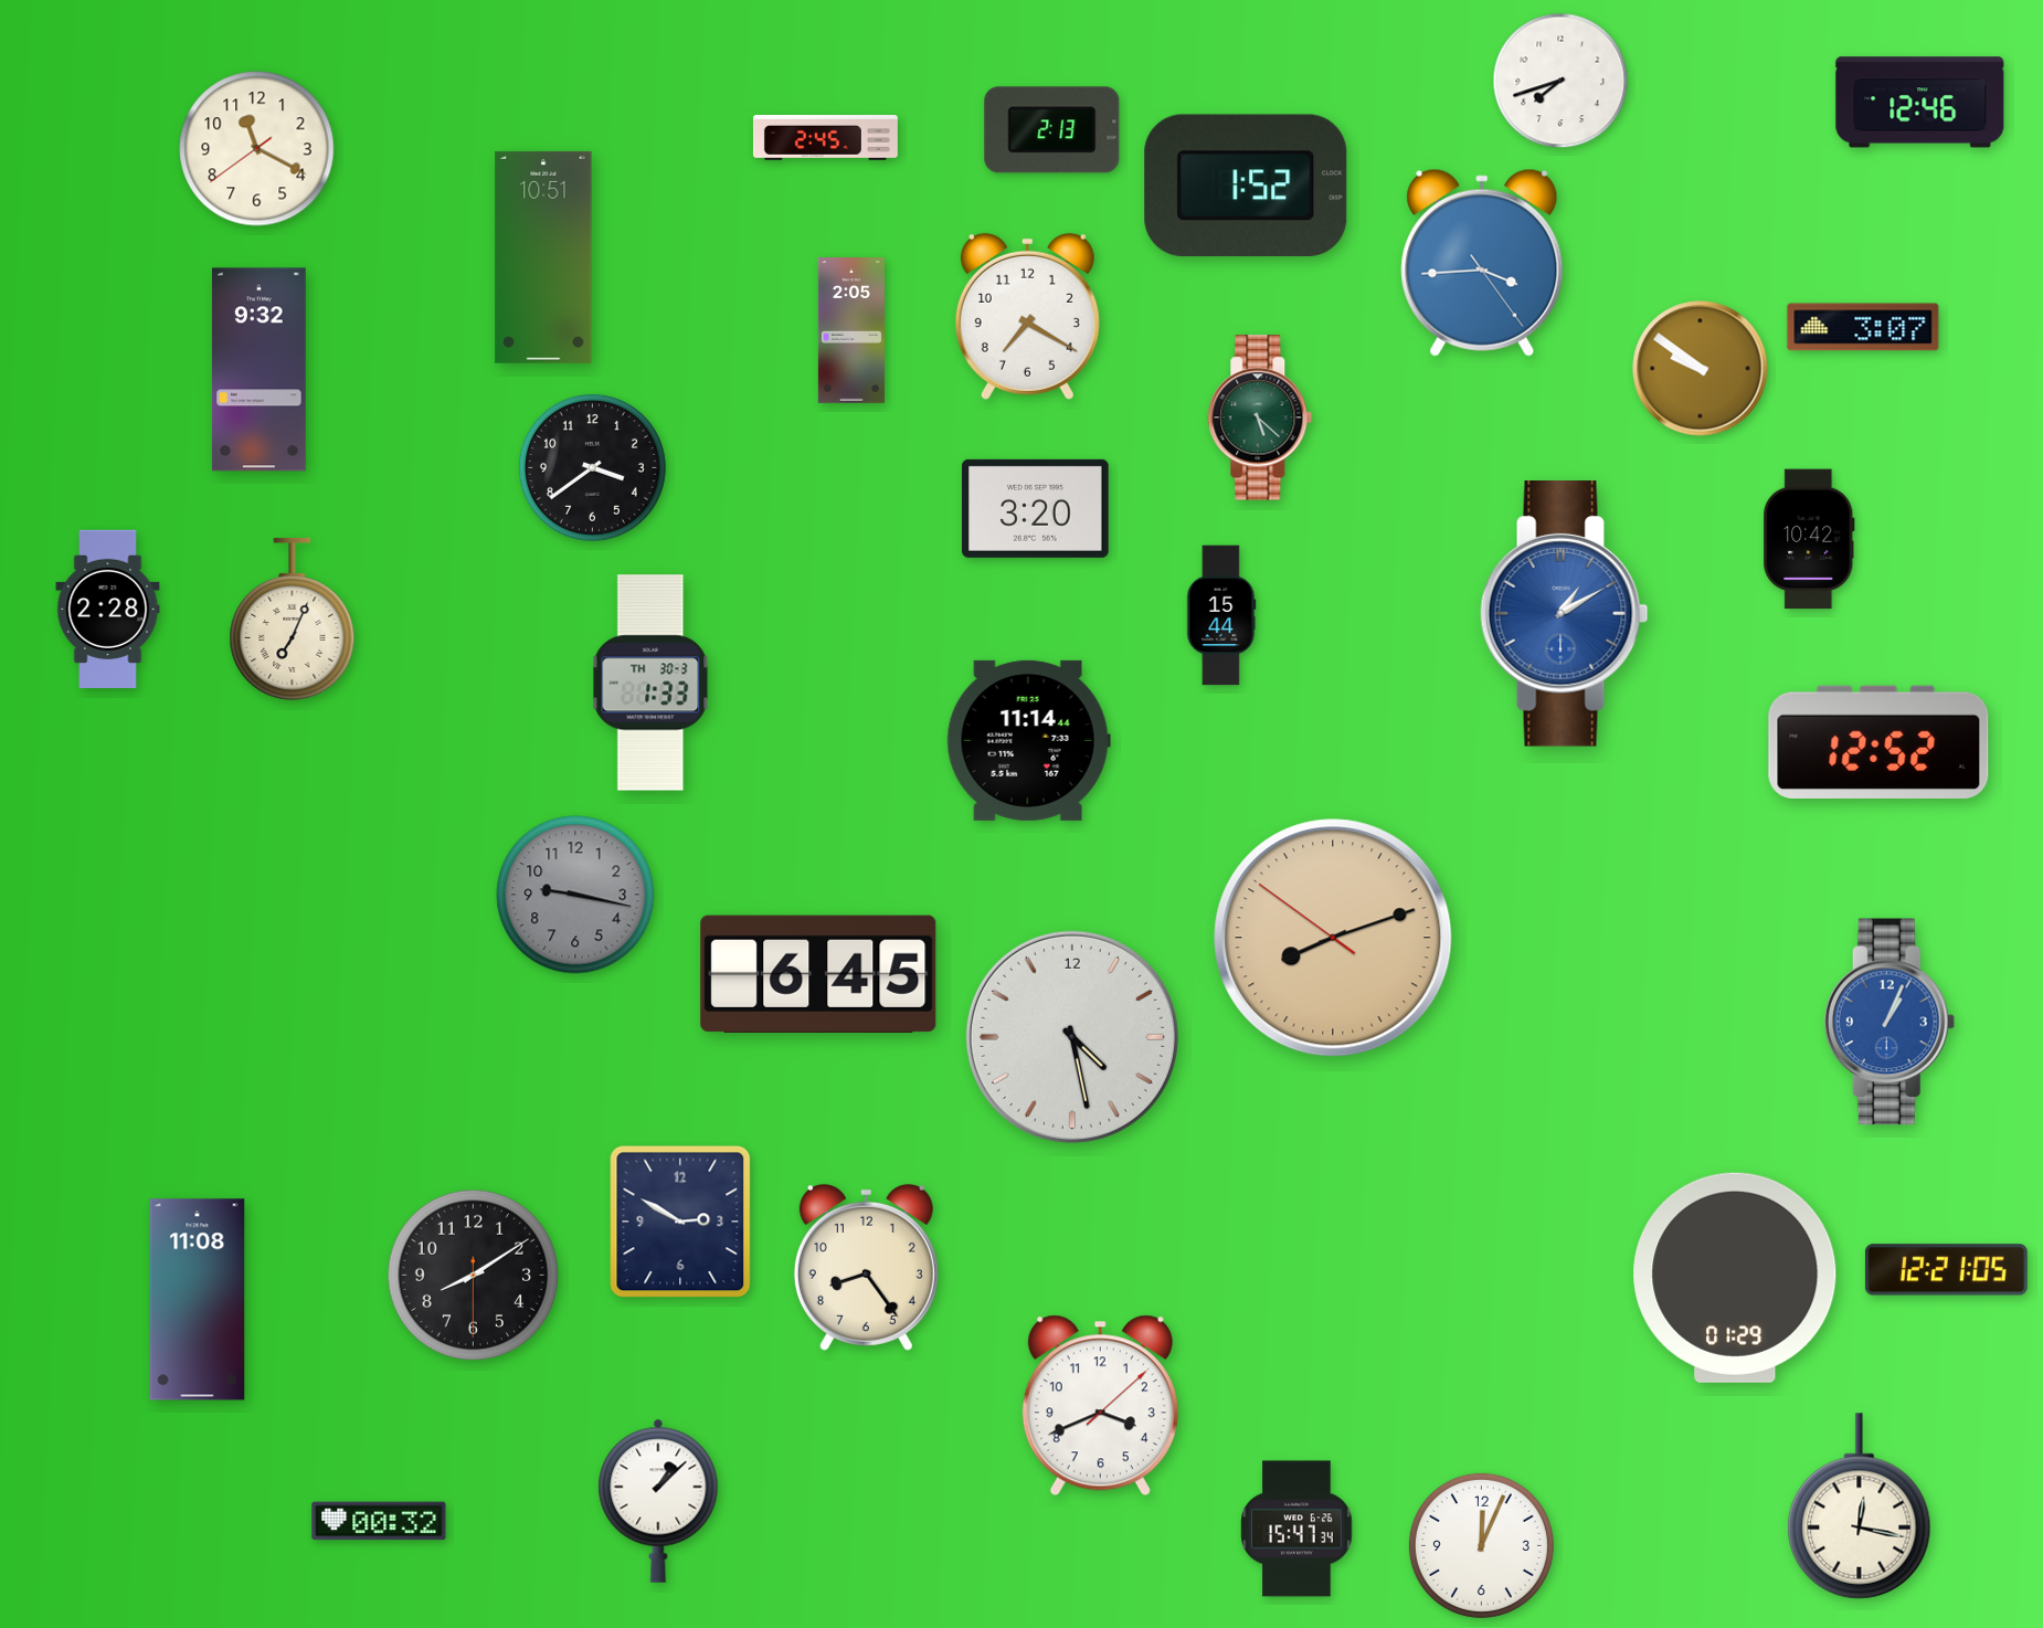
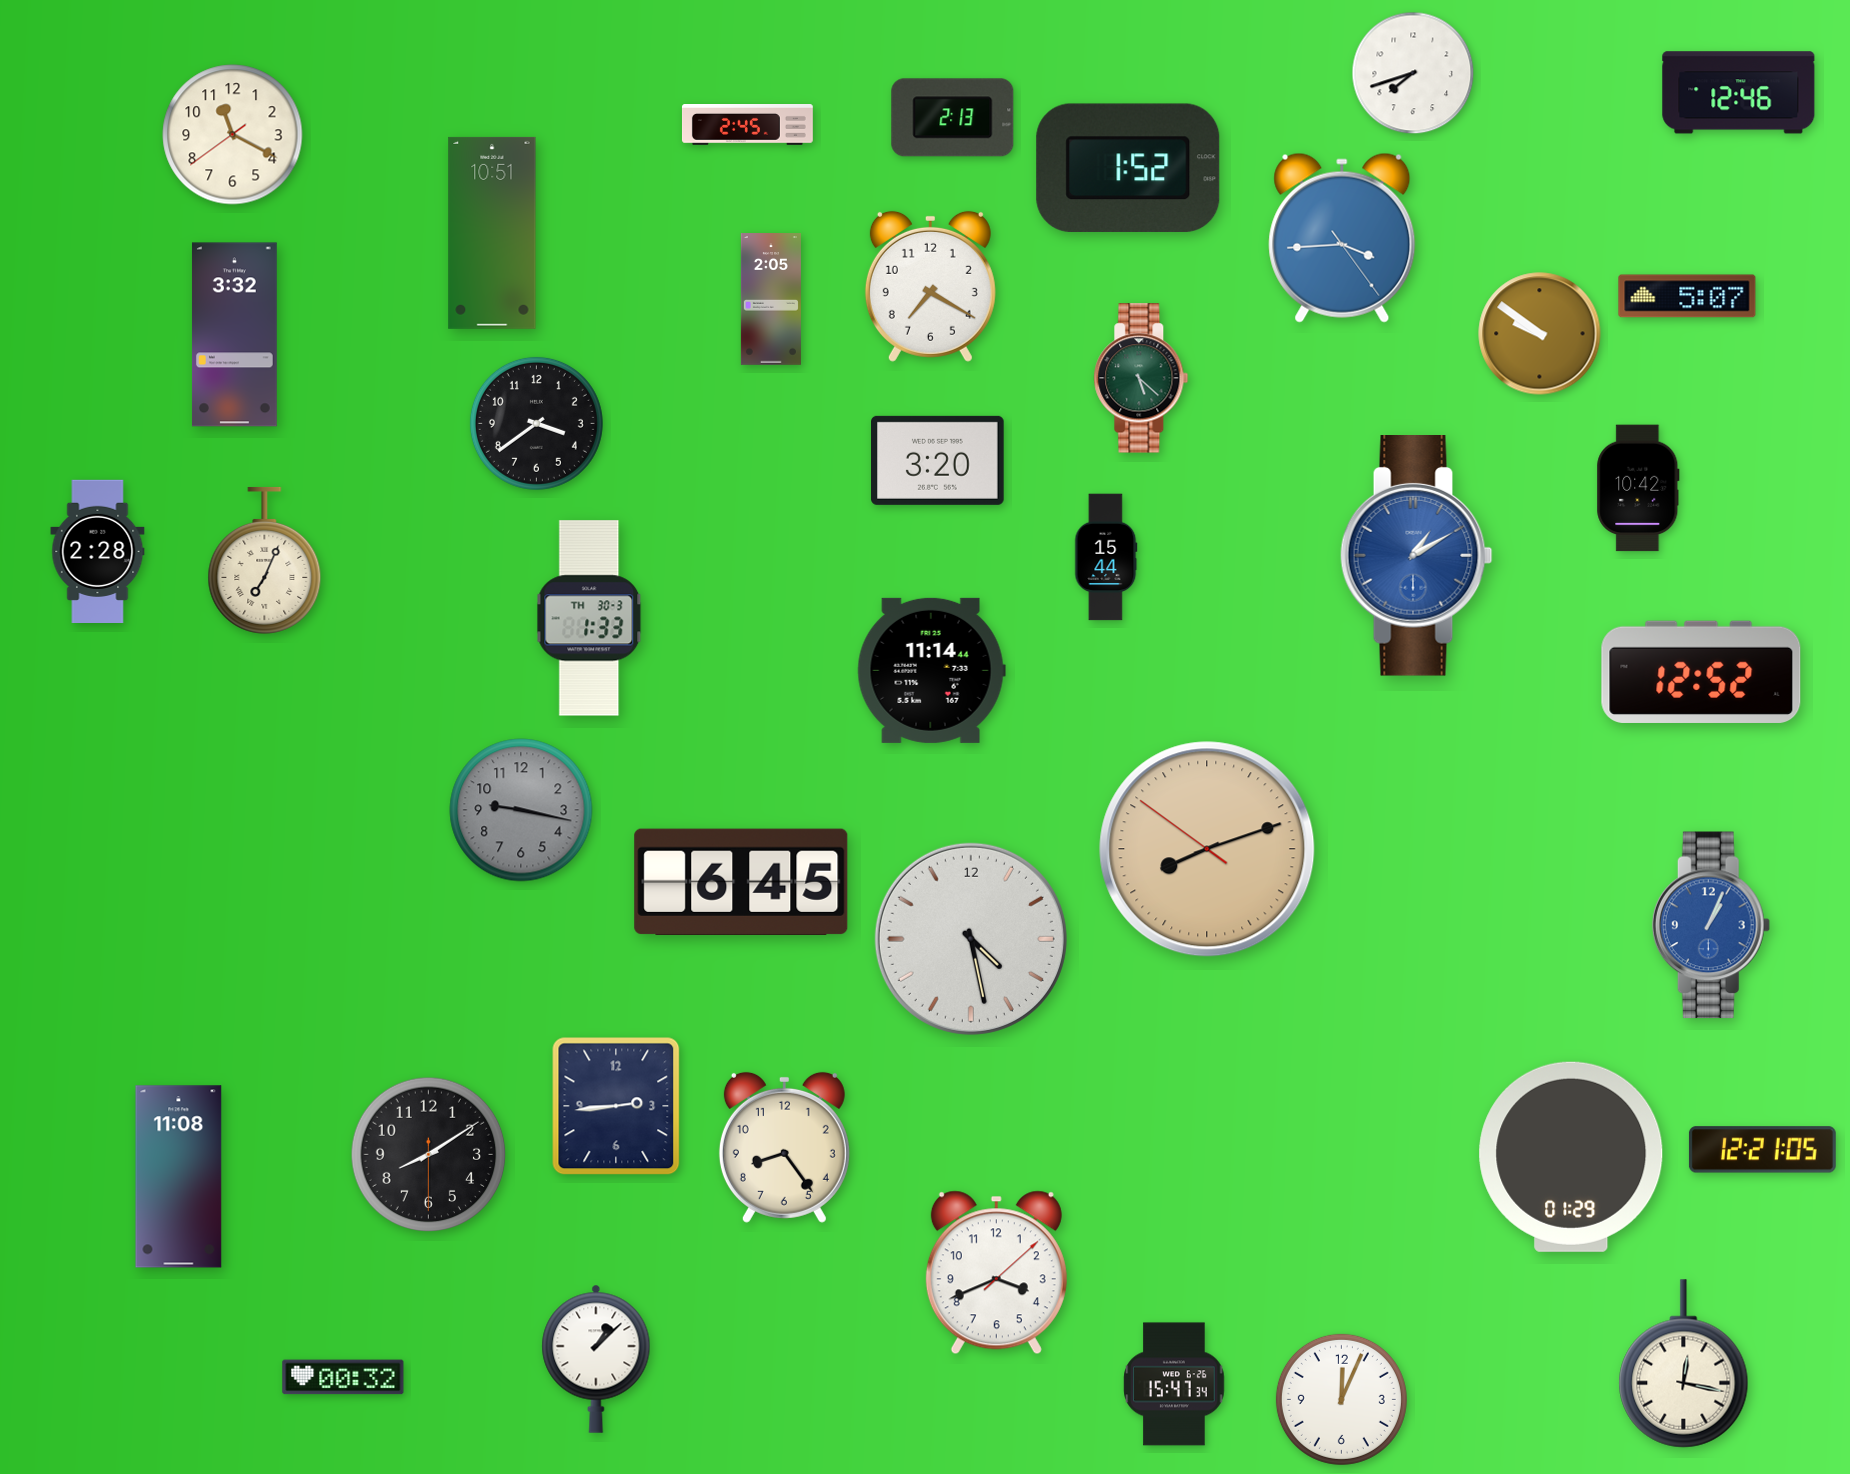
clock at (1863, 327): 3:07 -> 5:07
clock at (260, 370): 9:32 -> 3:32
clock at (680, 1222): 2:50 -> 2:44
